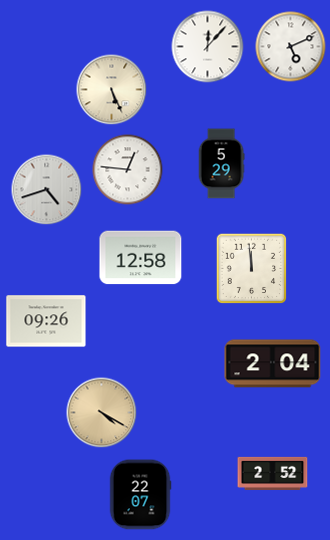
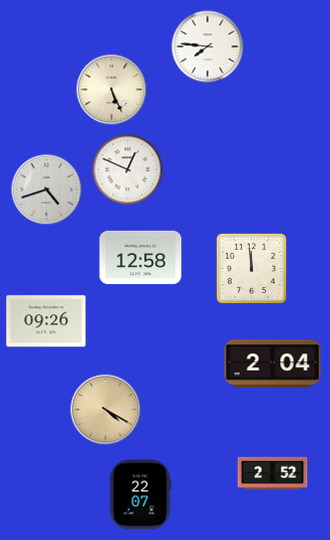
clock at (208, 47): 12:07 -> 7:46
clock at (291, 47): 5:11 -> none
clock at (221, 164): 5:29 -> none
clock at (128, 170): 12:46 -> 12:49
clock at (102, 413) position: (102, 413) -> (106, 410)
